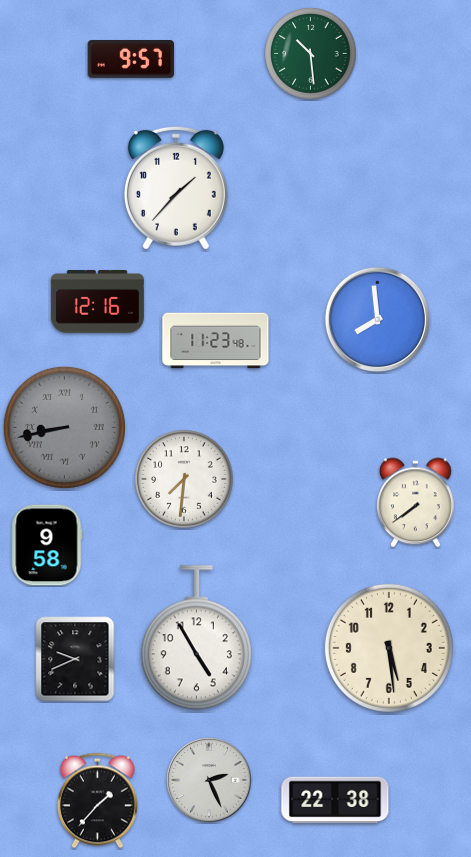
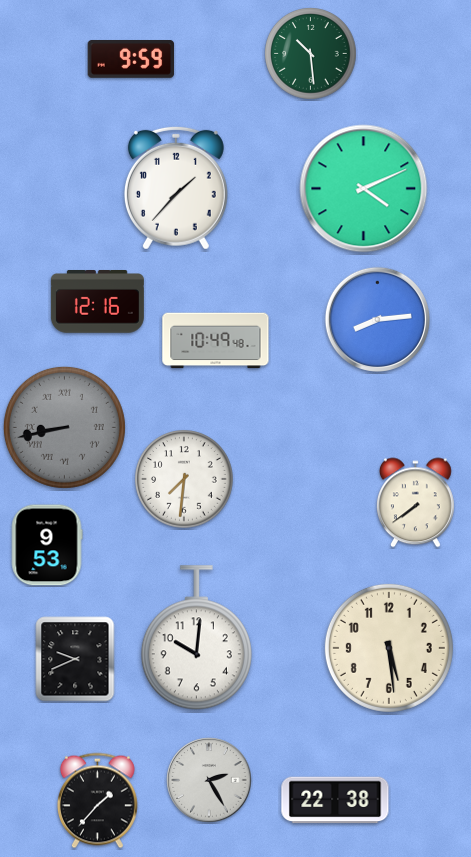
clock at (131, 60): 9:57 -> 9:59
clock at (364, 189): none -> 4:11
clock at (377, 319): 7:59 -> 8:14
clock at (216, 341): 11:23 -> 10:49
clock at (47, 545): 9:58 -> 9:53
clock at (196, 638): 4:55 -> 10:01
clock at (209, 780): 2:26 -> 2:25
